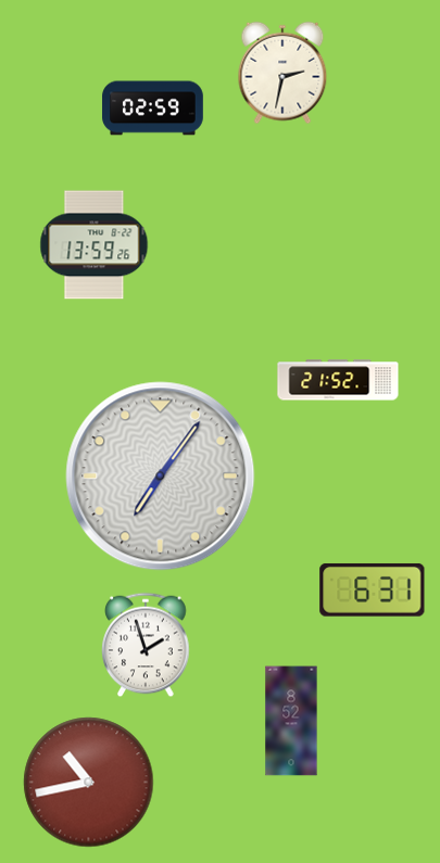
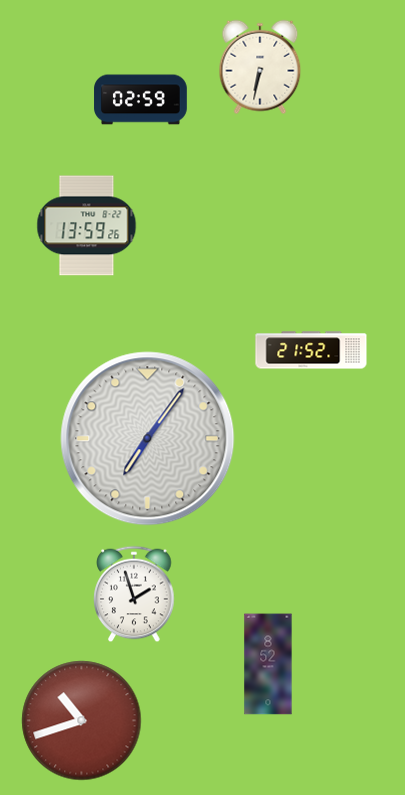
clock at (282, 73): 2:32 -> 6:32
clock at (373, 589): 6:31 -> none
clock at (89, 783): 10:43 -> 10:42
